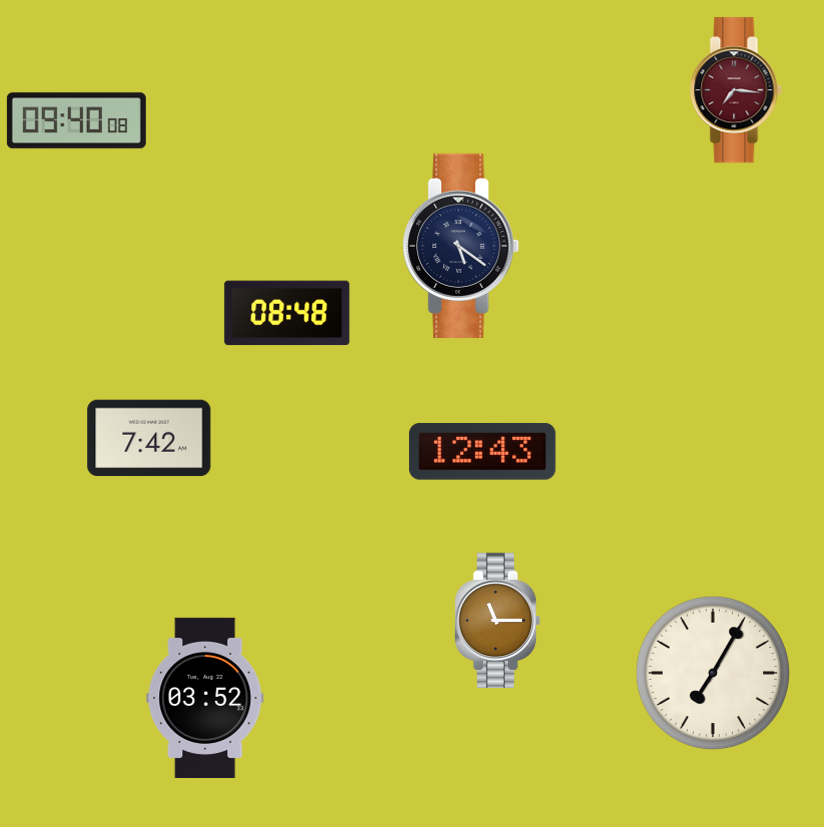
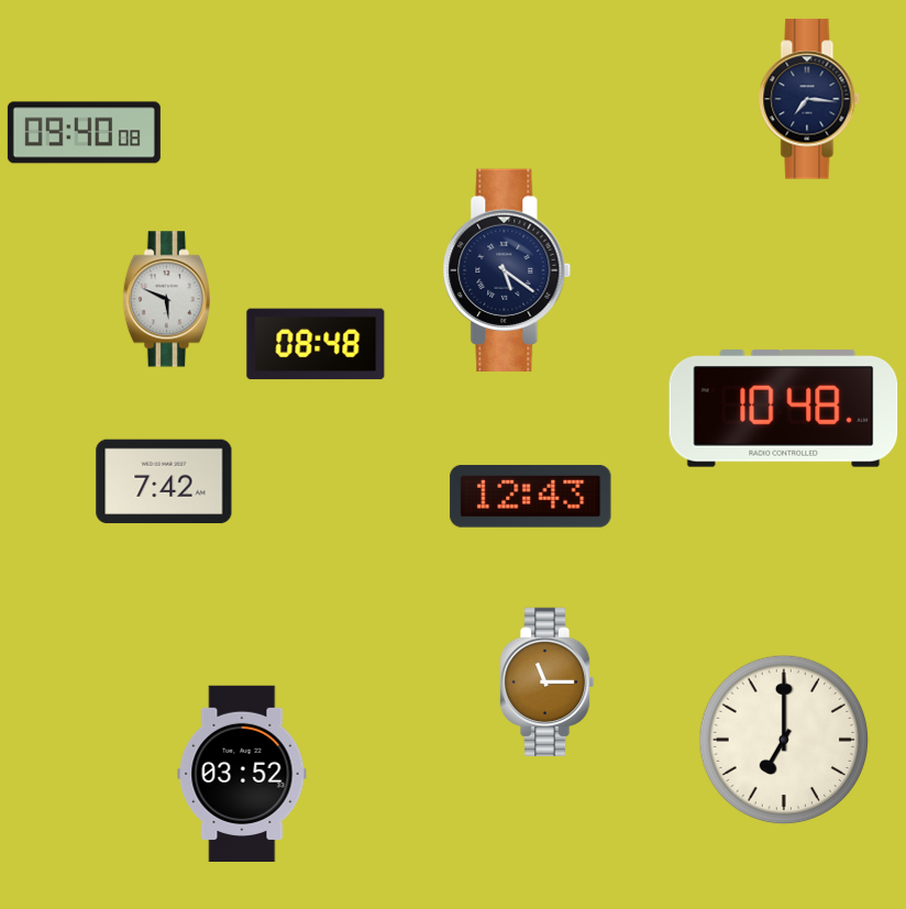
clock at (736, 90) dial: burgundy -> navy
clock at (167, 299): none -> 5:49
clock at (784, 409): none -> 10:48
clock at (713, 673): 7:05 -> 7:00
clock at (205, 697) position: (205, 697) -> (242, 773)
